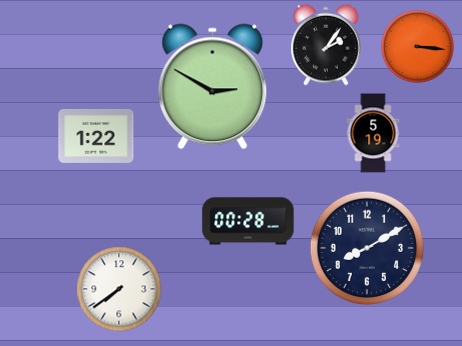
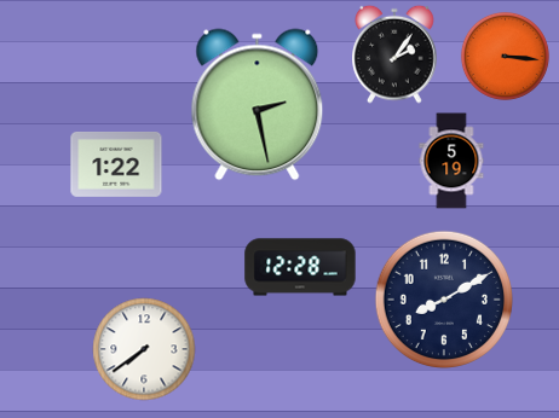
clock at (213, 87): 2:50 -> 2:28
clock at (248, 221): 00:28 -> 12:28
